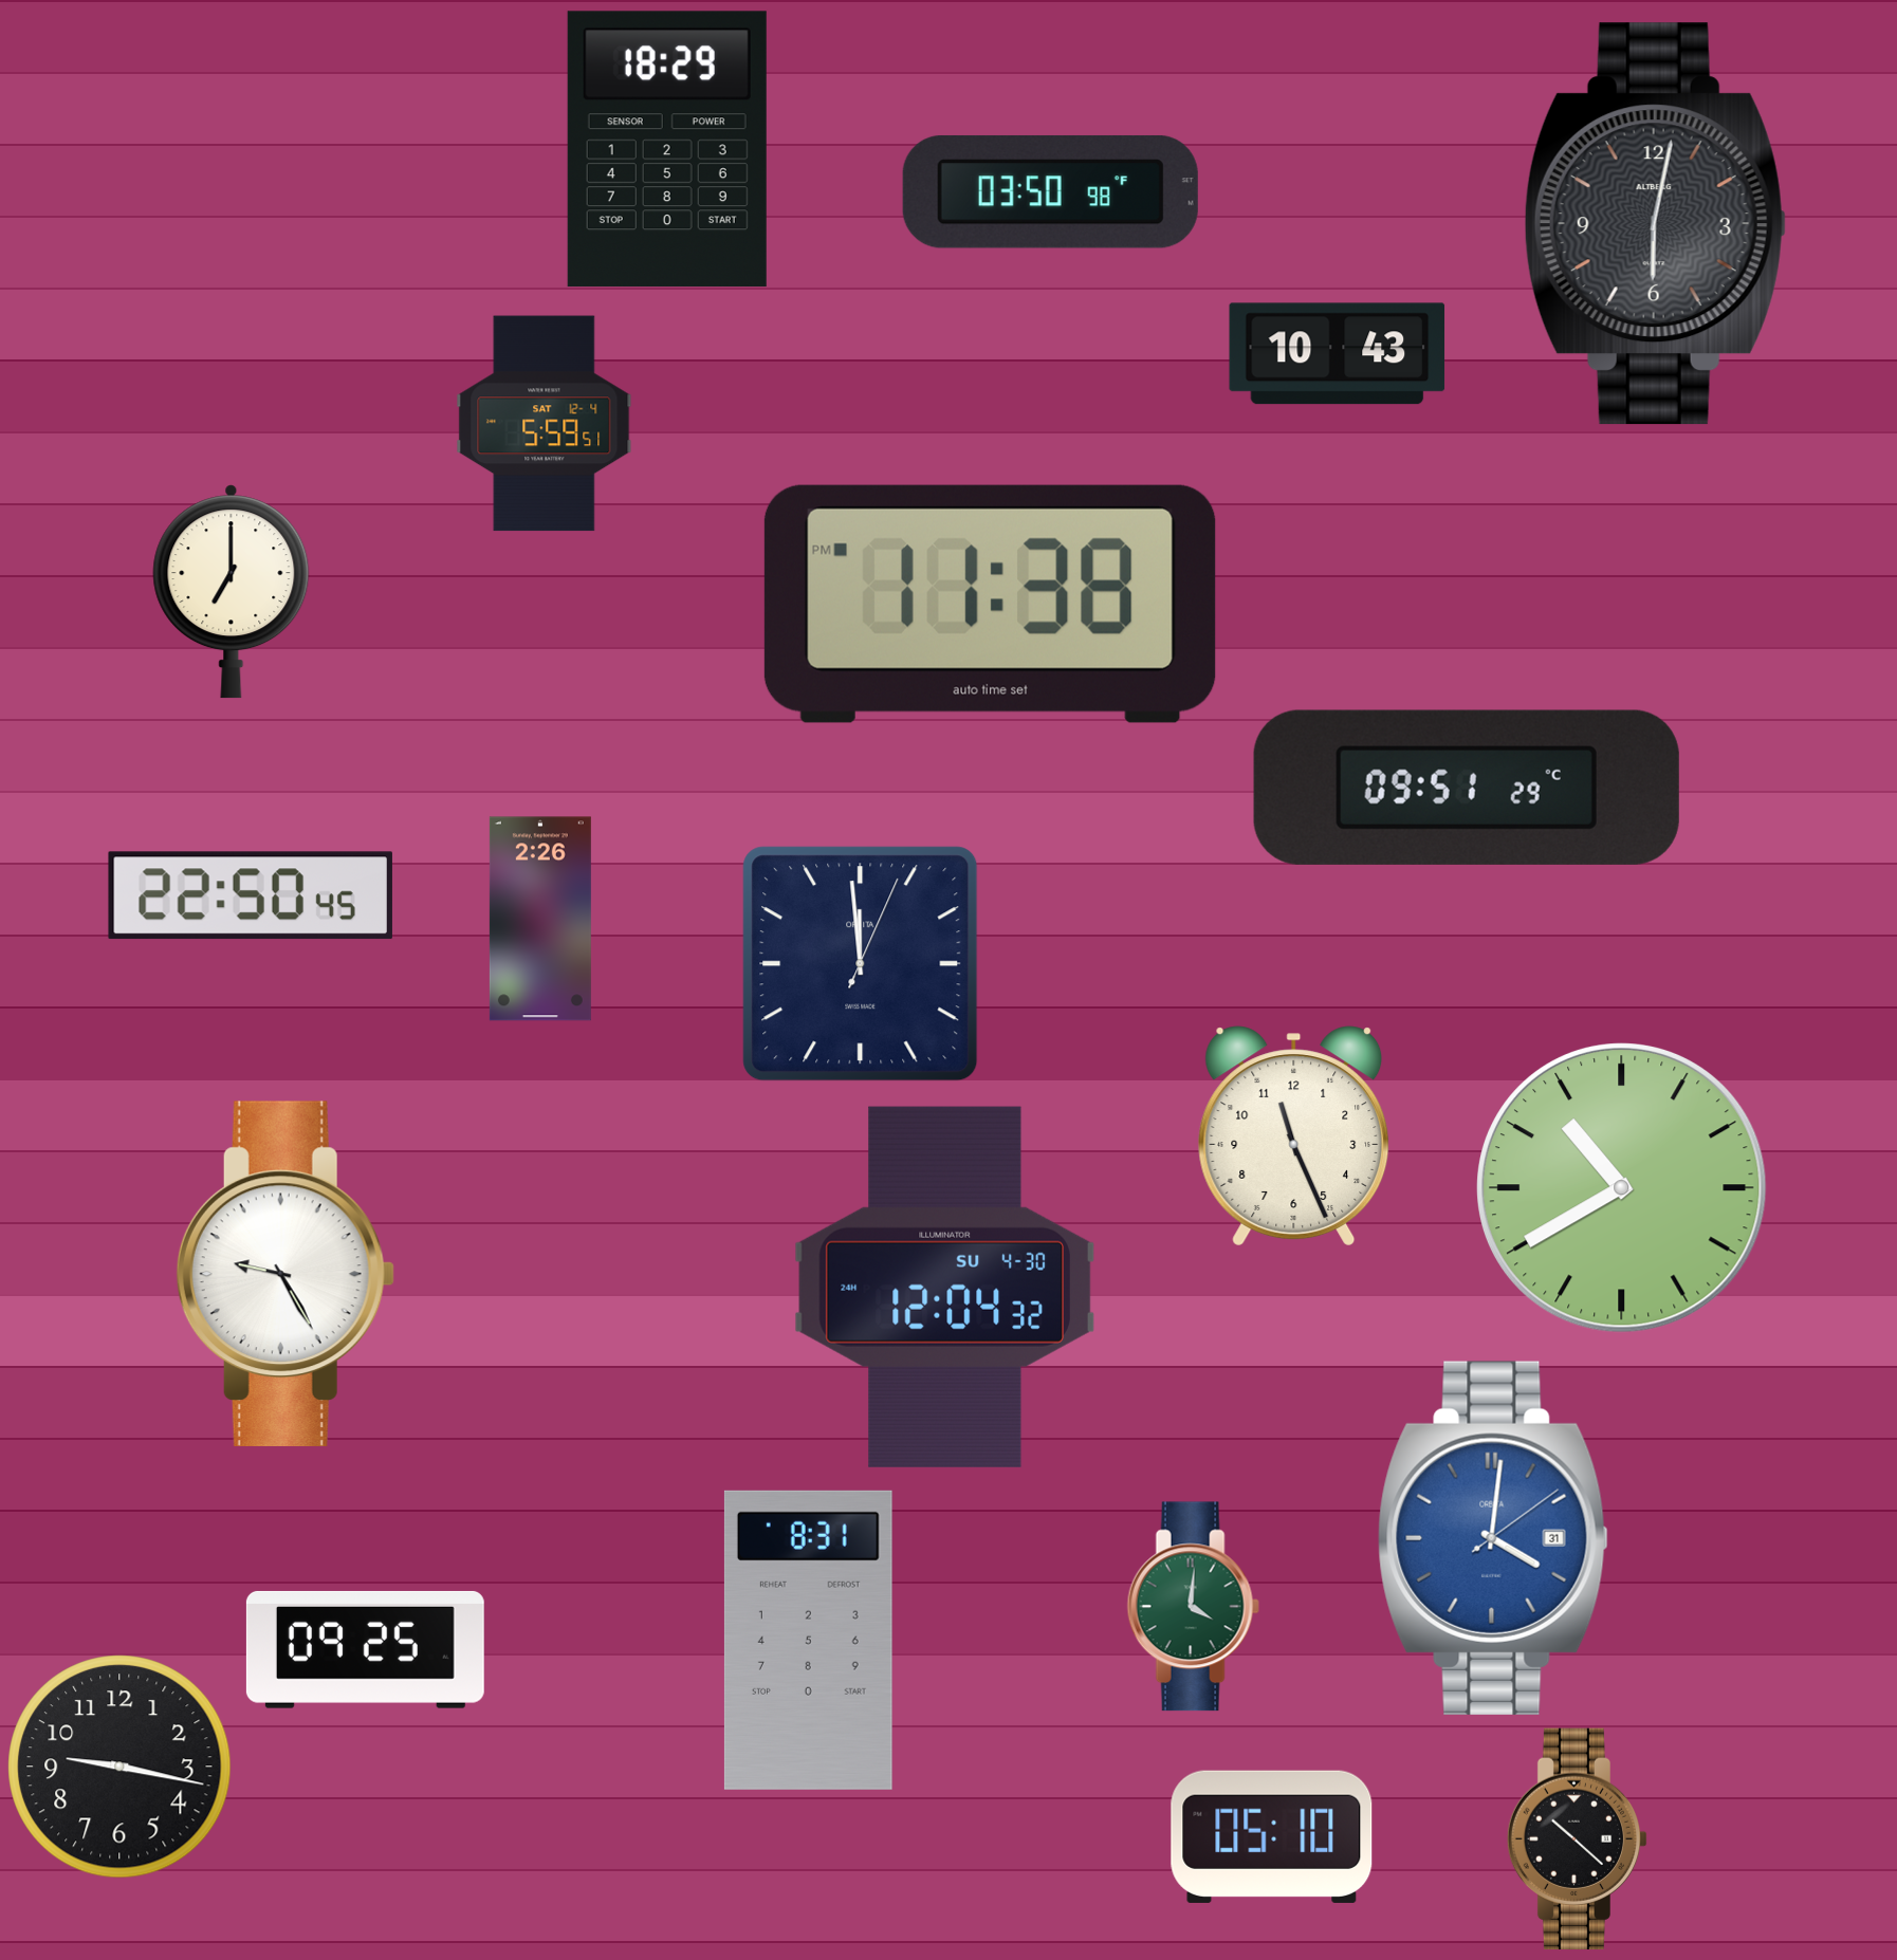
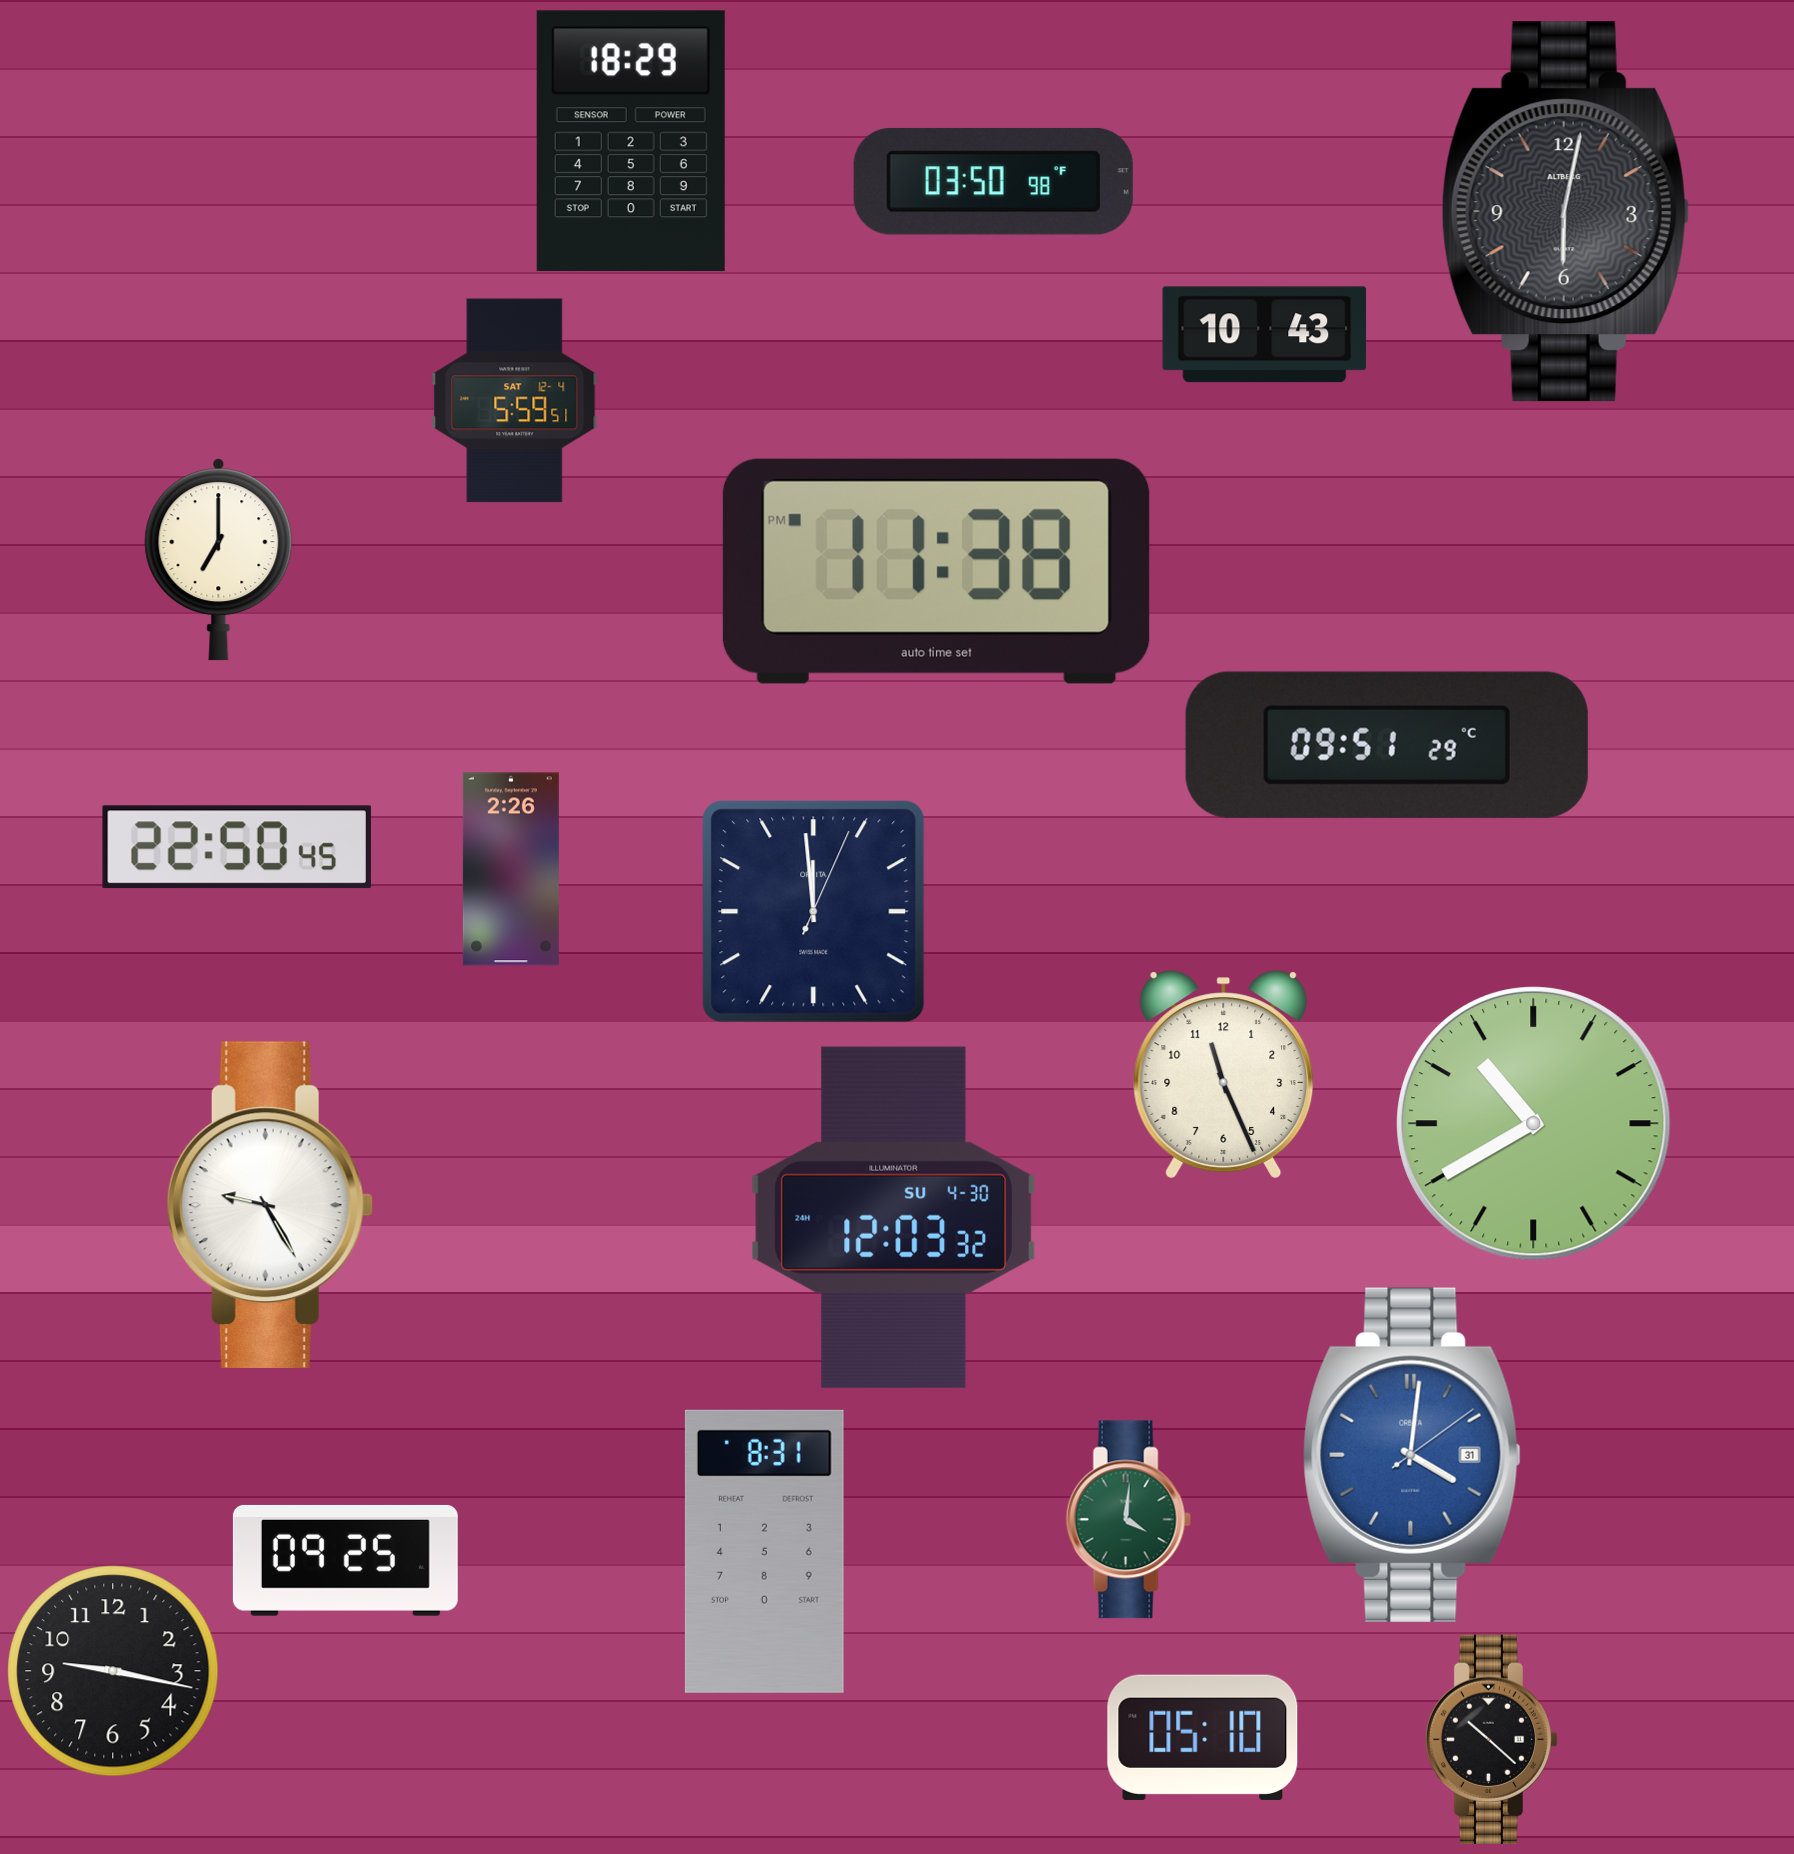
clock at (944, 1287): 12:04 -> 12:03
